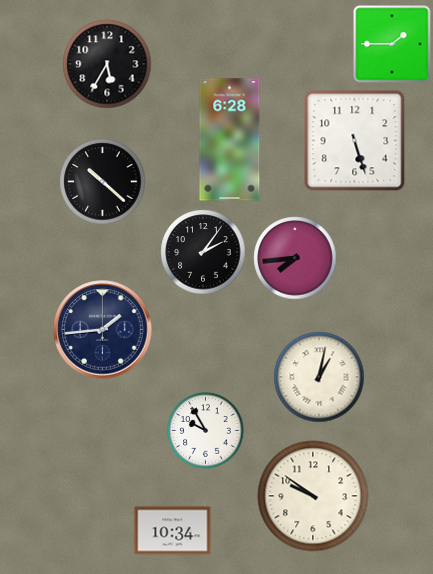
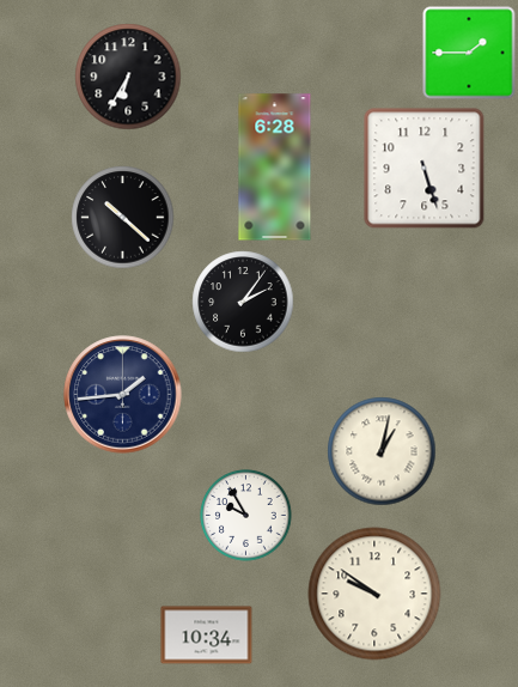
clock at (107, 64): 5:35 -> 6:35
clock at (295, 258): 7:44 -> none
